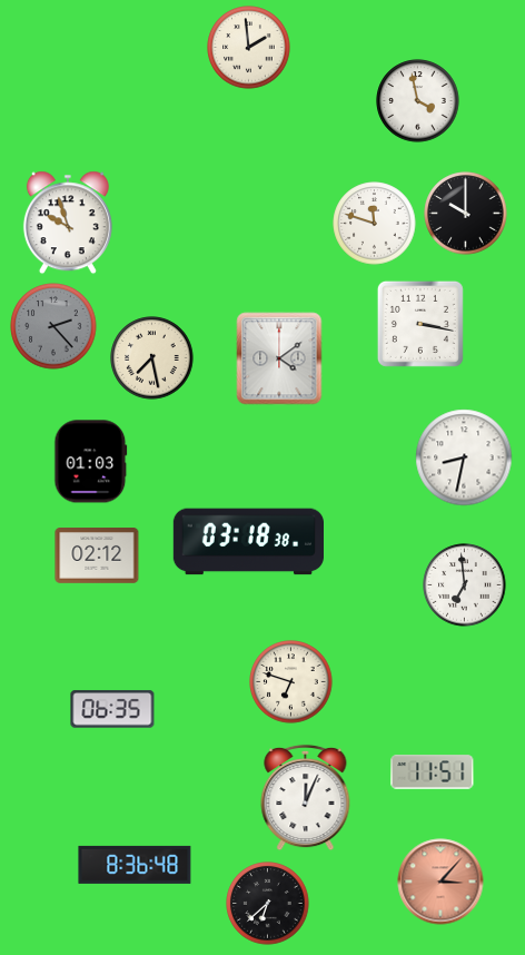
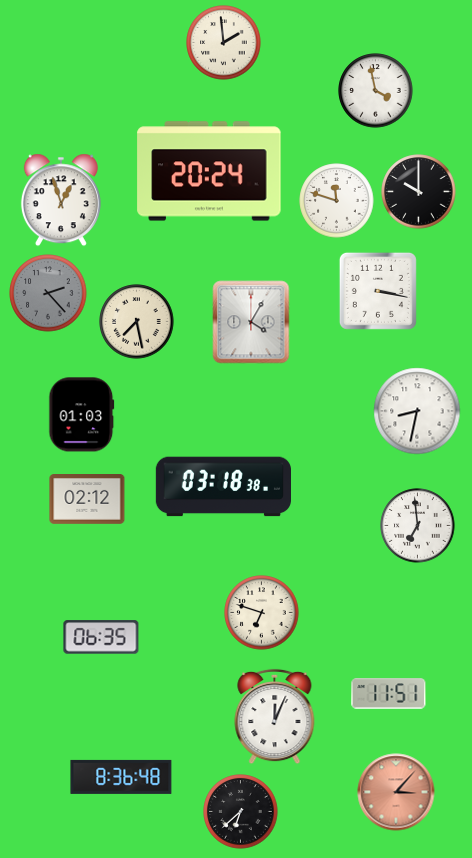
clock at (209, 171): none -> 20:24
clock at (68, 223): 9:57 -> 12:57
clock at (279, 358): 4:09 -> 4:05
